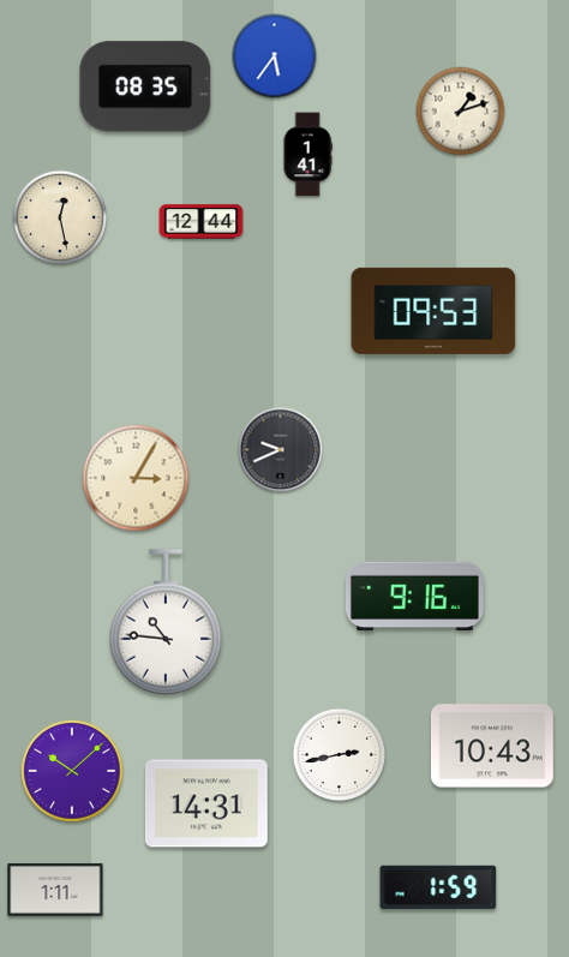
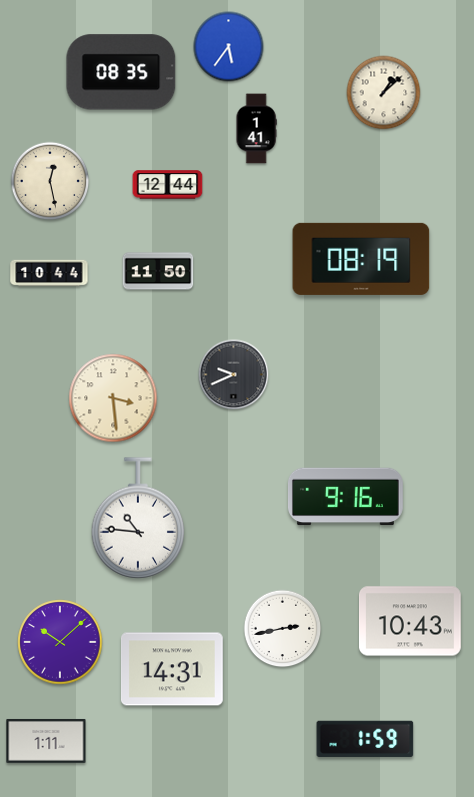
clock at (461, 112): 1:12 -> 1:08
clock at (433, 311): 09:53 -> 08:19
clock at (158, 271): none -> 11:50
clock at (49, 273): none -> 10:44
clock at (136, 478): 3:05 -> 3:29
